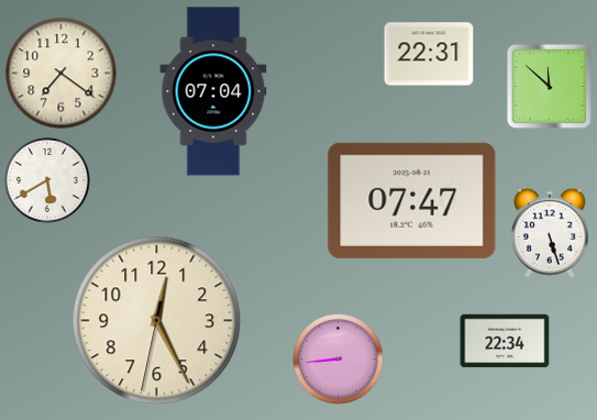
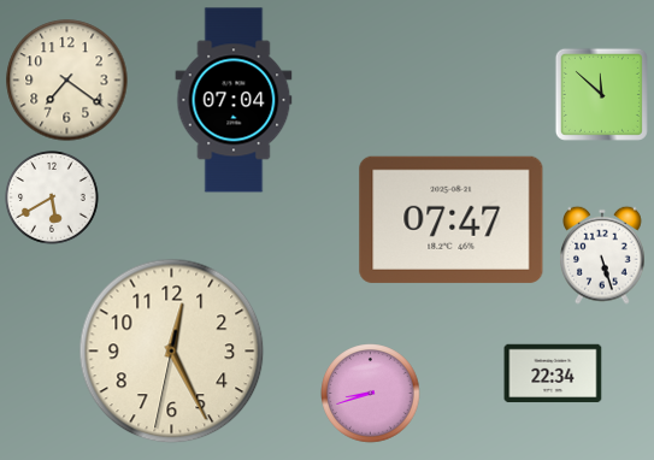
clock at (429, 54): 22:31 -> none
clock at (339, 360): 8:44 -> 8:42
